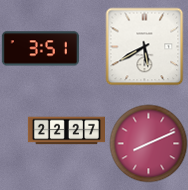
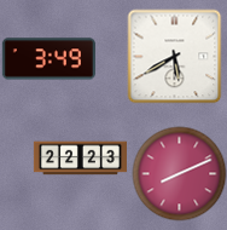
clock at (40, 49): 3:51 -> 3:49
clock at (66, 131): 22:27 -> 22:23
